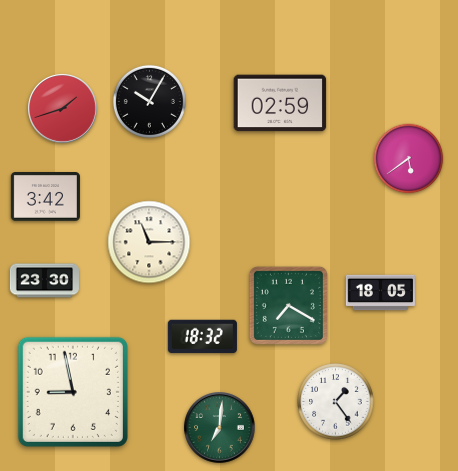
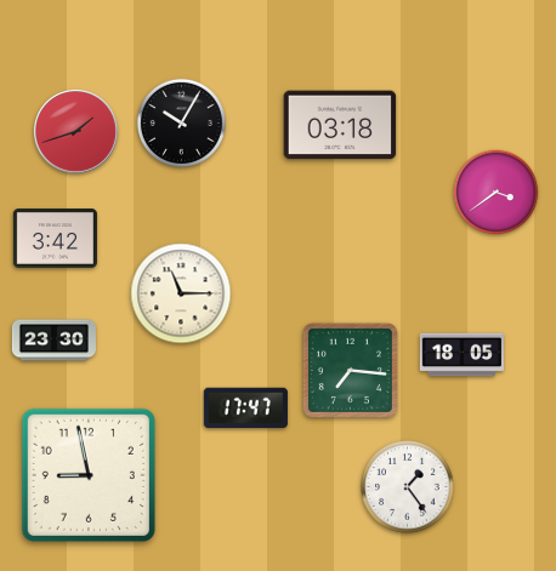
clock at (280, 103): 02:59 -> 03:18
clock at (409, 159): 5:39 -> 3:39
clock at (288, 305): 7:20 -> 7:16
clock at (202, 337): 18:32 -> 17:47
clock at (220, 428): 7:01 -> none
